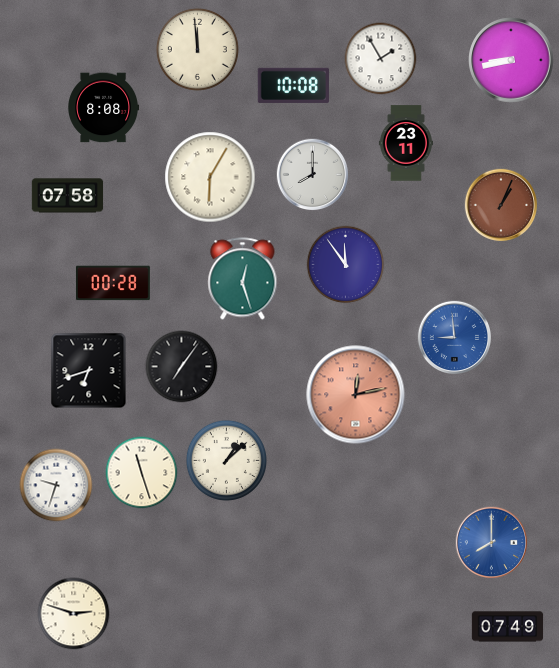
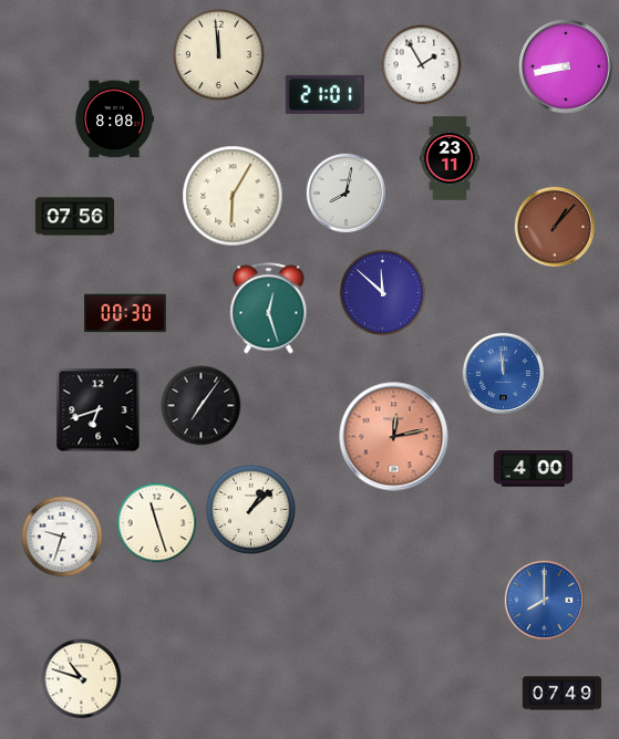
clock at (293, 85): 10:08 -> 21:01
clock at (313, 175): 8:00 -> 8:02
clock at (68, 196): 07:58 -> 07:56
clock at (501, 205): 1:04 -> 1:07
clock at (346, 265): 11:54 -> 11:52
clock at (113, 283): 00:28 -> 00:30
clock at (454, 337): 8:59 -> 11:59
clock at (534, 469): none -> 4:00
clock at (74, 614): 2:48 -> 10:48
